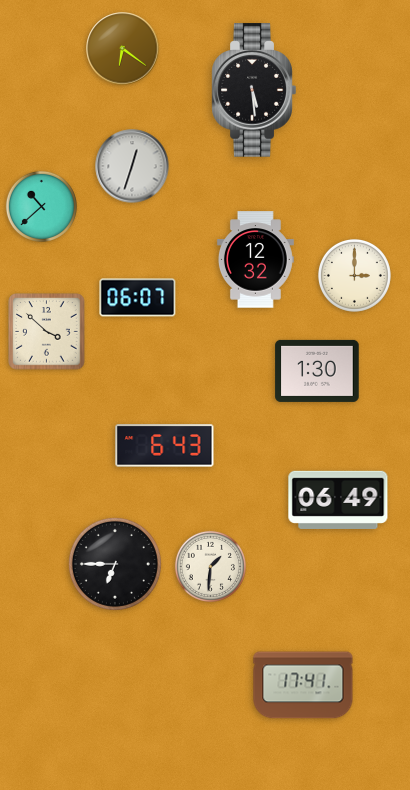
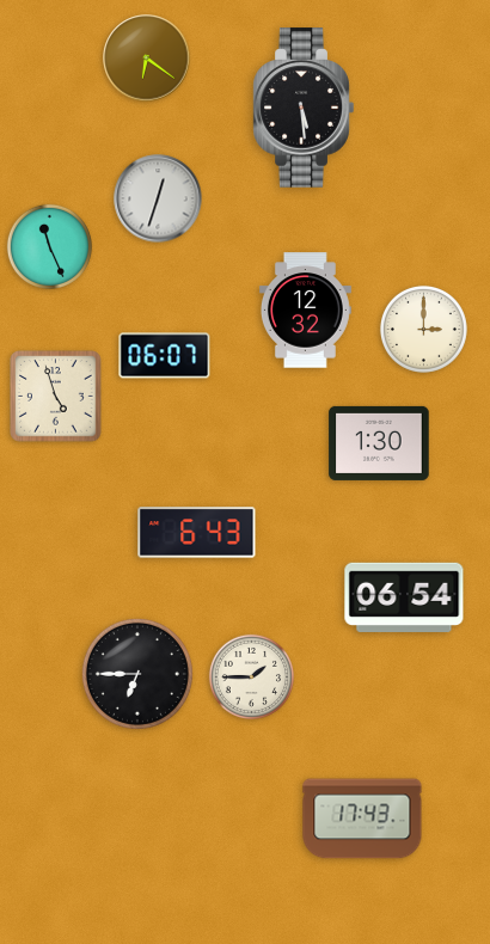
clock at (41, 206): 10:38 -> 11:26
clock at (47, 332): 3:52 -> 4:57
clock at (338, 499): 06:49 -> 06:54
clock at (210, 566): 1:31 -> 1:45
clock at (303, 685): 17:41 -> 17:43
